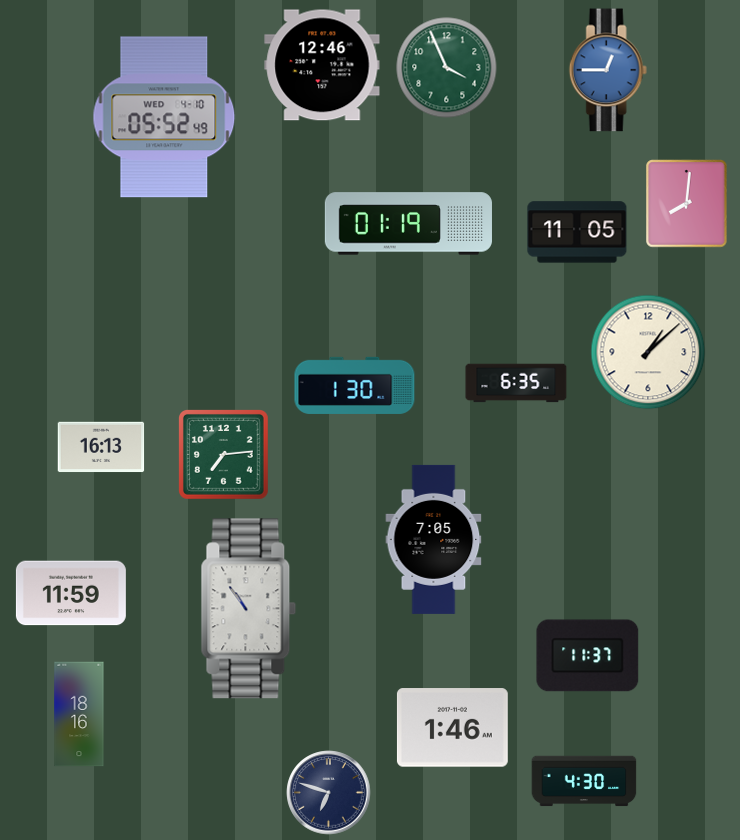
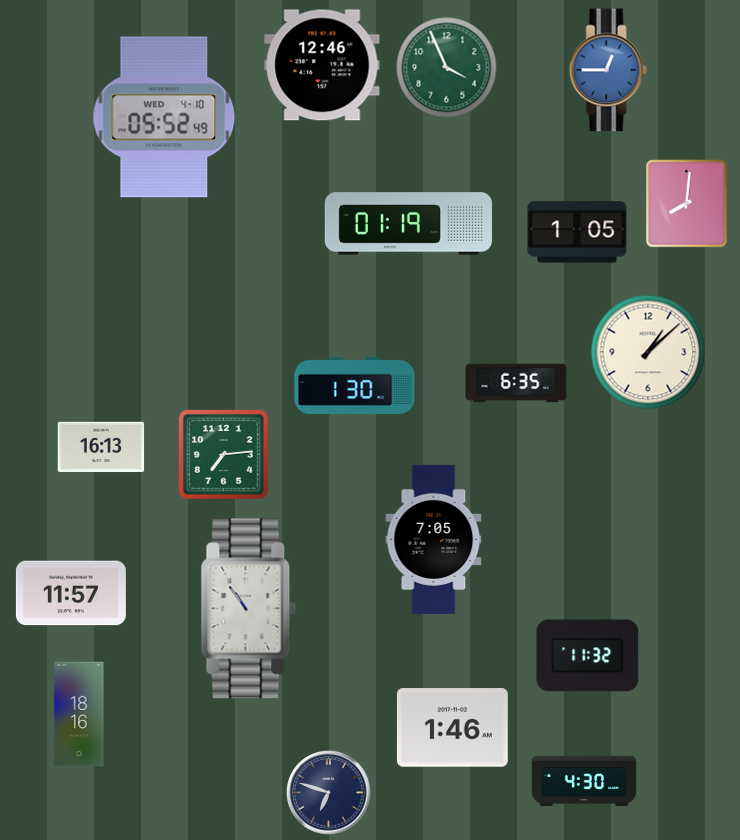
clock at (577, 232): 11:05 -> 1:05
clock at (71, 593): 11:59 -> 11:57
clock at (588, 656): 11:37 -> 11:32
